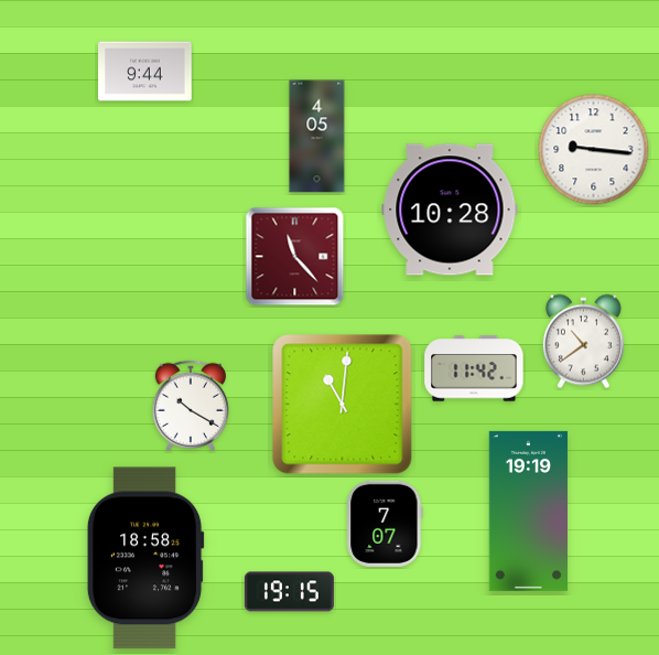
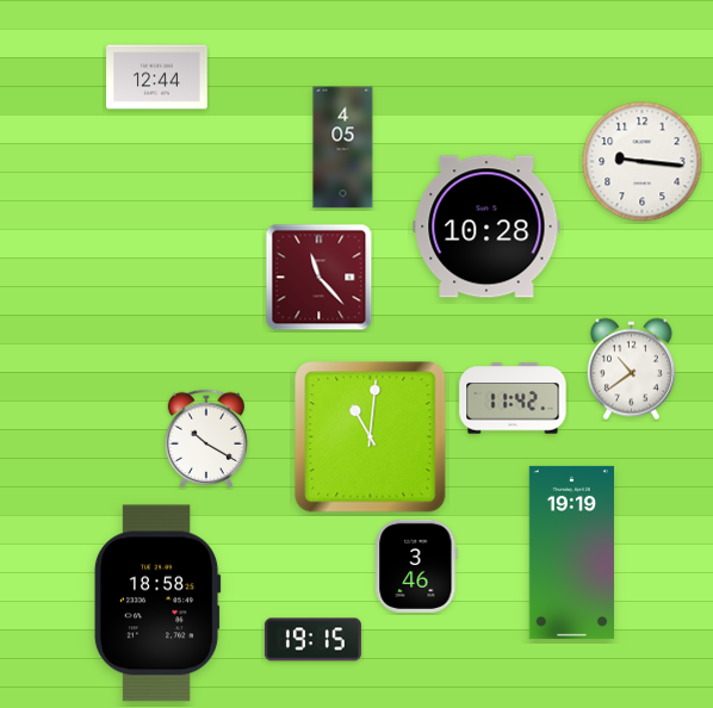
clock at (145, 72): 9:44 -> 12:44
clock at (385, 524): 7:07 -> 3:46
